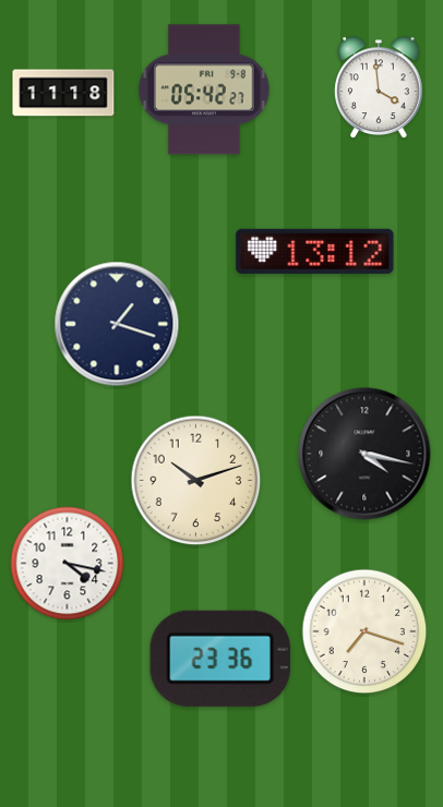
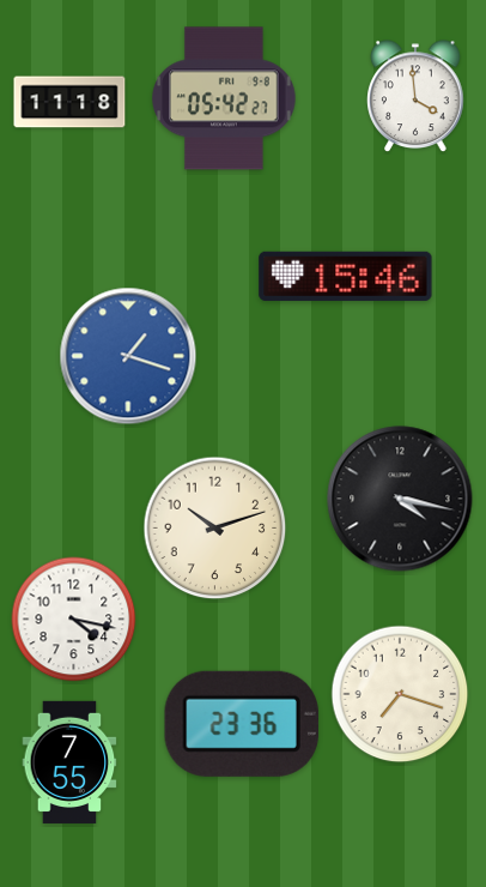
clock at (315, 251): 13:12 -> 15:46
clock at (117, 324) dial: navy -> blue
clock at (69, 762): none -> 7:55
